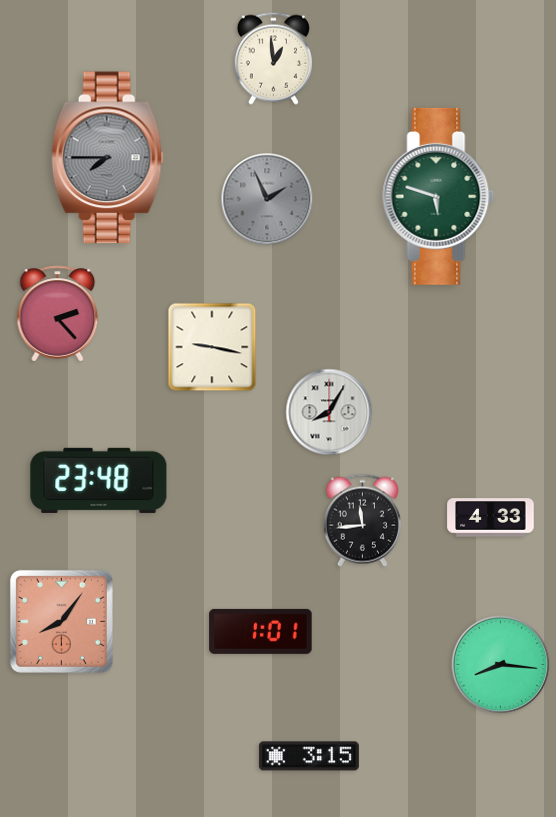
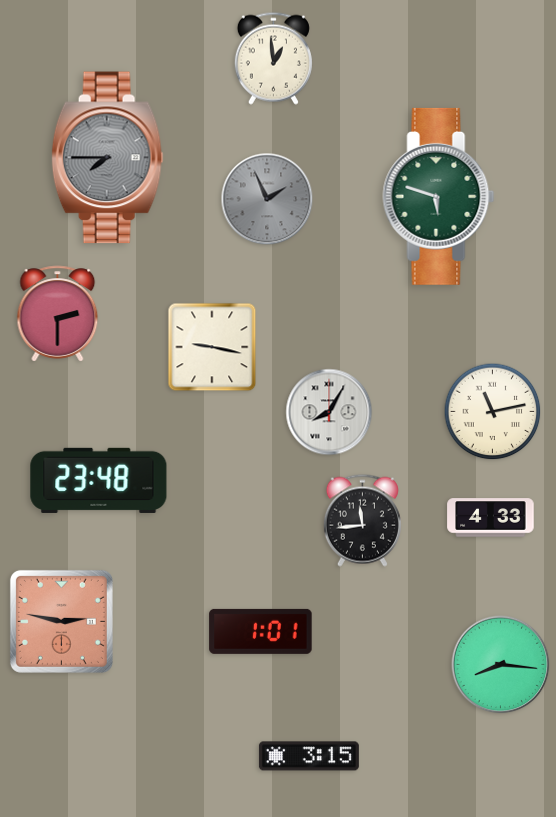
clock at (58, 314): 2:23 -> 2:30
clock at (493, 412): none -> 11:13
clock at (61, 621): 8:06 -> 2:47
